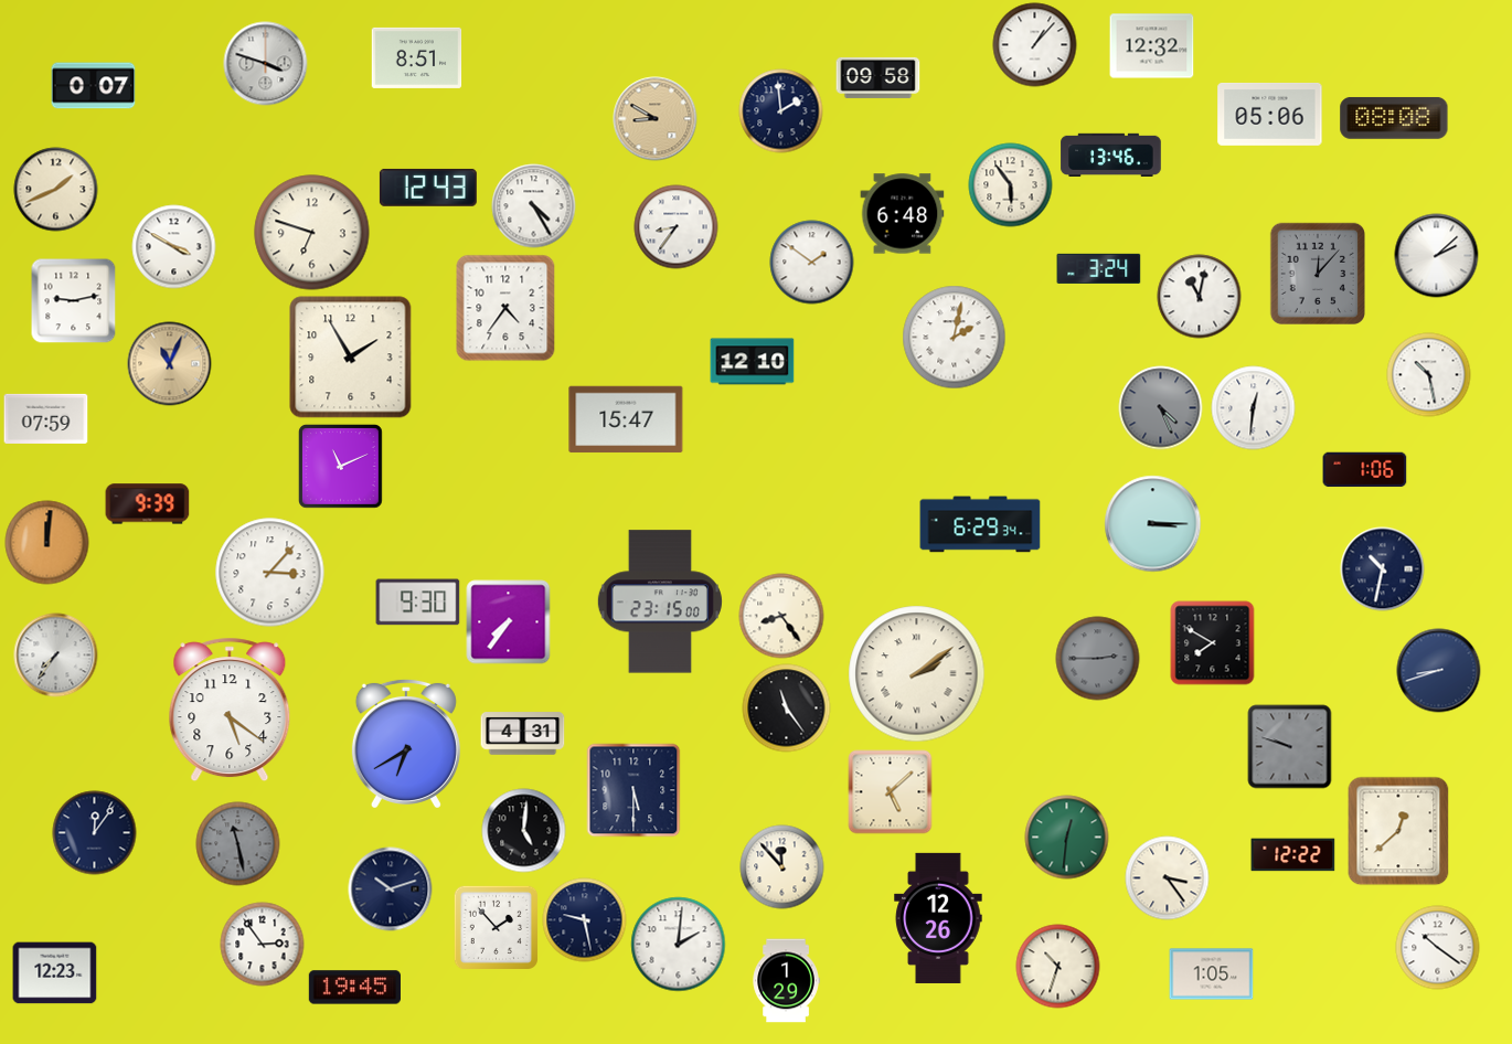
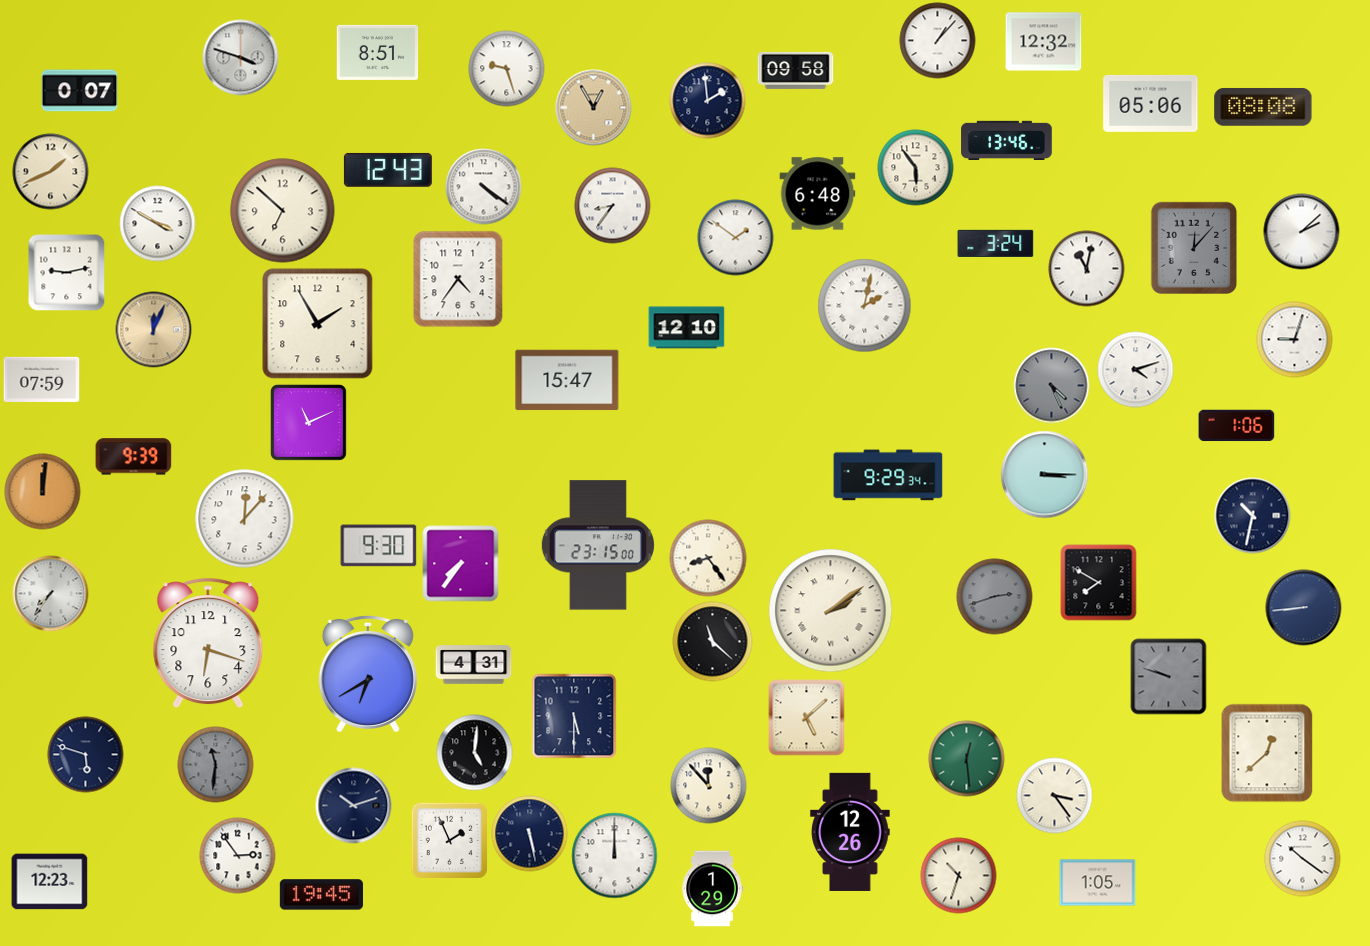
clock at (507, 69): none -> 9:27
clock at (94, 86) position: (94, 86) -> (80, 91)
clock at (656, 119): 8:50 -> 12:55
clock at (534, 206): 4:25 -> 4:21
clock at (312, 233): 6:48 -> 6:52
clock at (753, 362) position: (753, 362) -> (687, 328)
clock at (170, 364): 11:04 -> 12:04
clock at (1429, 375): 10:28 -> 9:03
clock at (1161, 408) position: (1161, 408) -> (1052, 386)
clock at (1254, 408): 12:31 -> 4:12
clock at (980, 524): 6:29 -> 9:29
clock at (270, 573): 3:07 -> 12:07
clock at (1098, 659): 2:45 -> 2:42
clock at (1439, 671): 8:42 -> 8:44
clock at (787, 709): 11:24 -> 11:22
clock at (230, 710): 5:21 -> 6:18
clock at (95, 833): 12:06 -> 5:48
clock at (1067, 838): 12:31 -> 12:29
clock at (238, 844): 11:28 -> 11:31
clock at (1293, 855): 12:22 -> none
clock at (1168, 878) position: (1168, 878) -> (1055, 796)
clock at (585, 920): 9:28 -> 5:28
clock at (496, 927): 1:53 -> 1:56
clock at (679, 945): 2:01 -> 12:00
